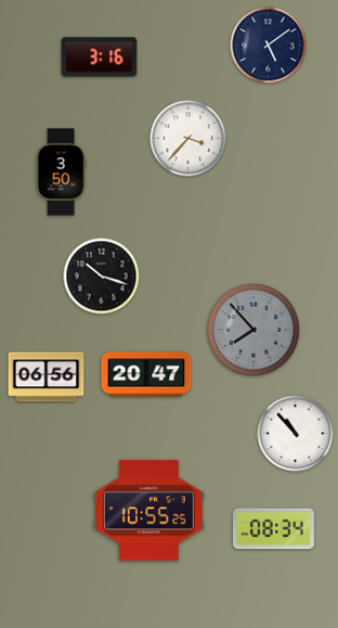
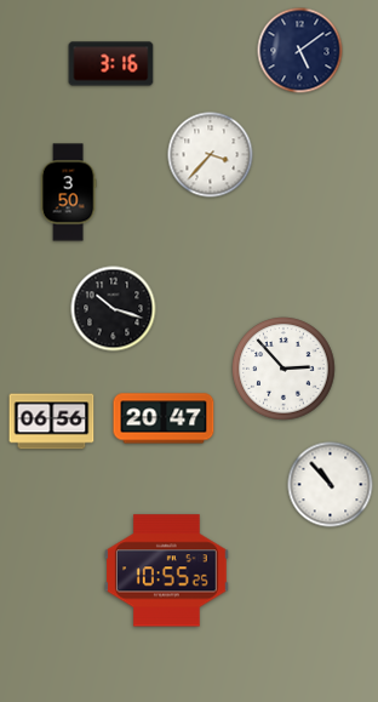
clock at (253, 330): 7:53 -> 2:53
clock at (253, 330) dial: grey -> white
clock at (273, 529): 08:34 -> none
